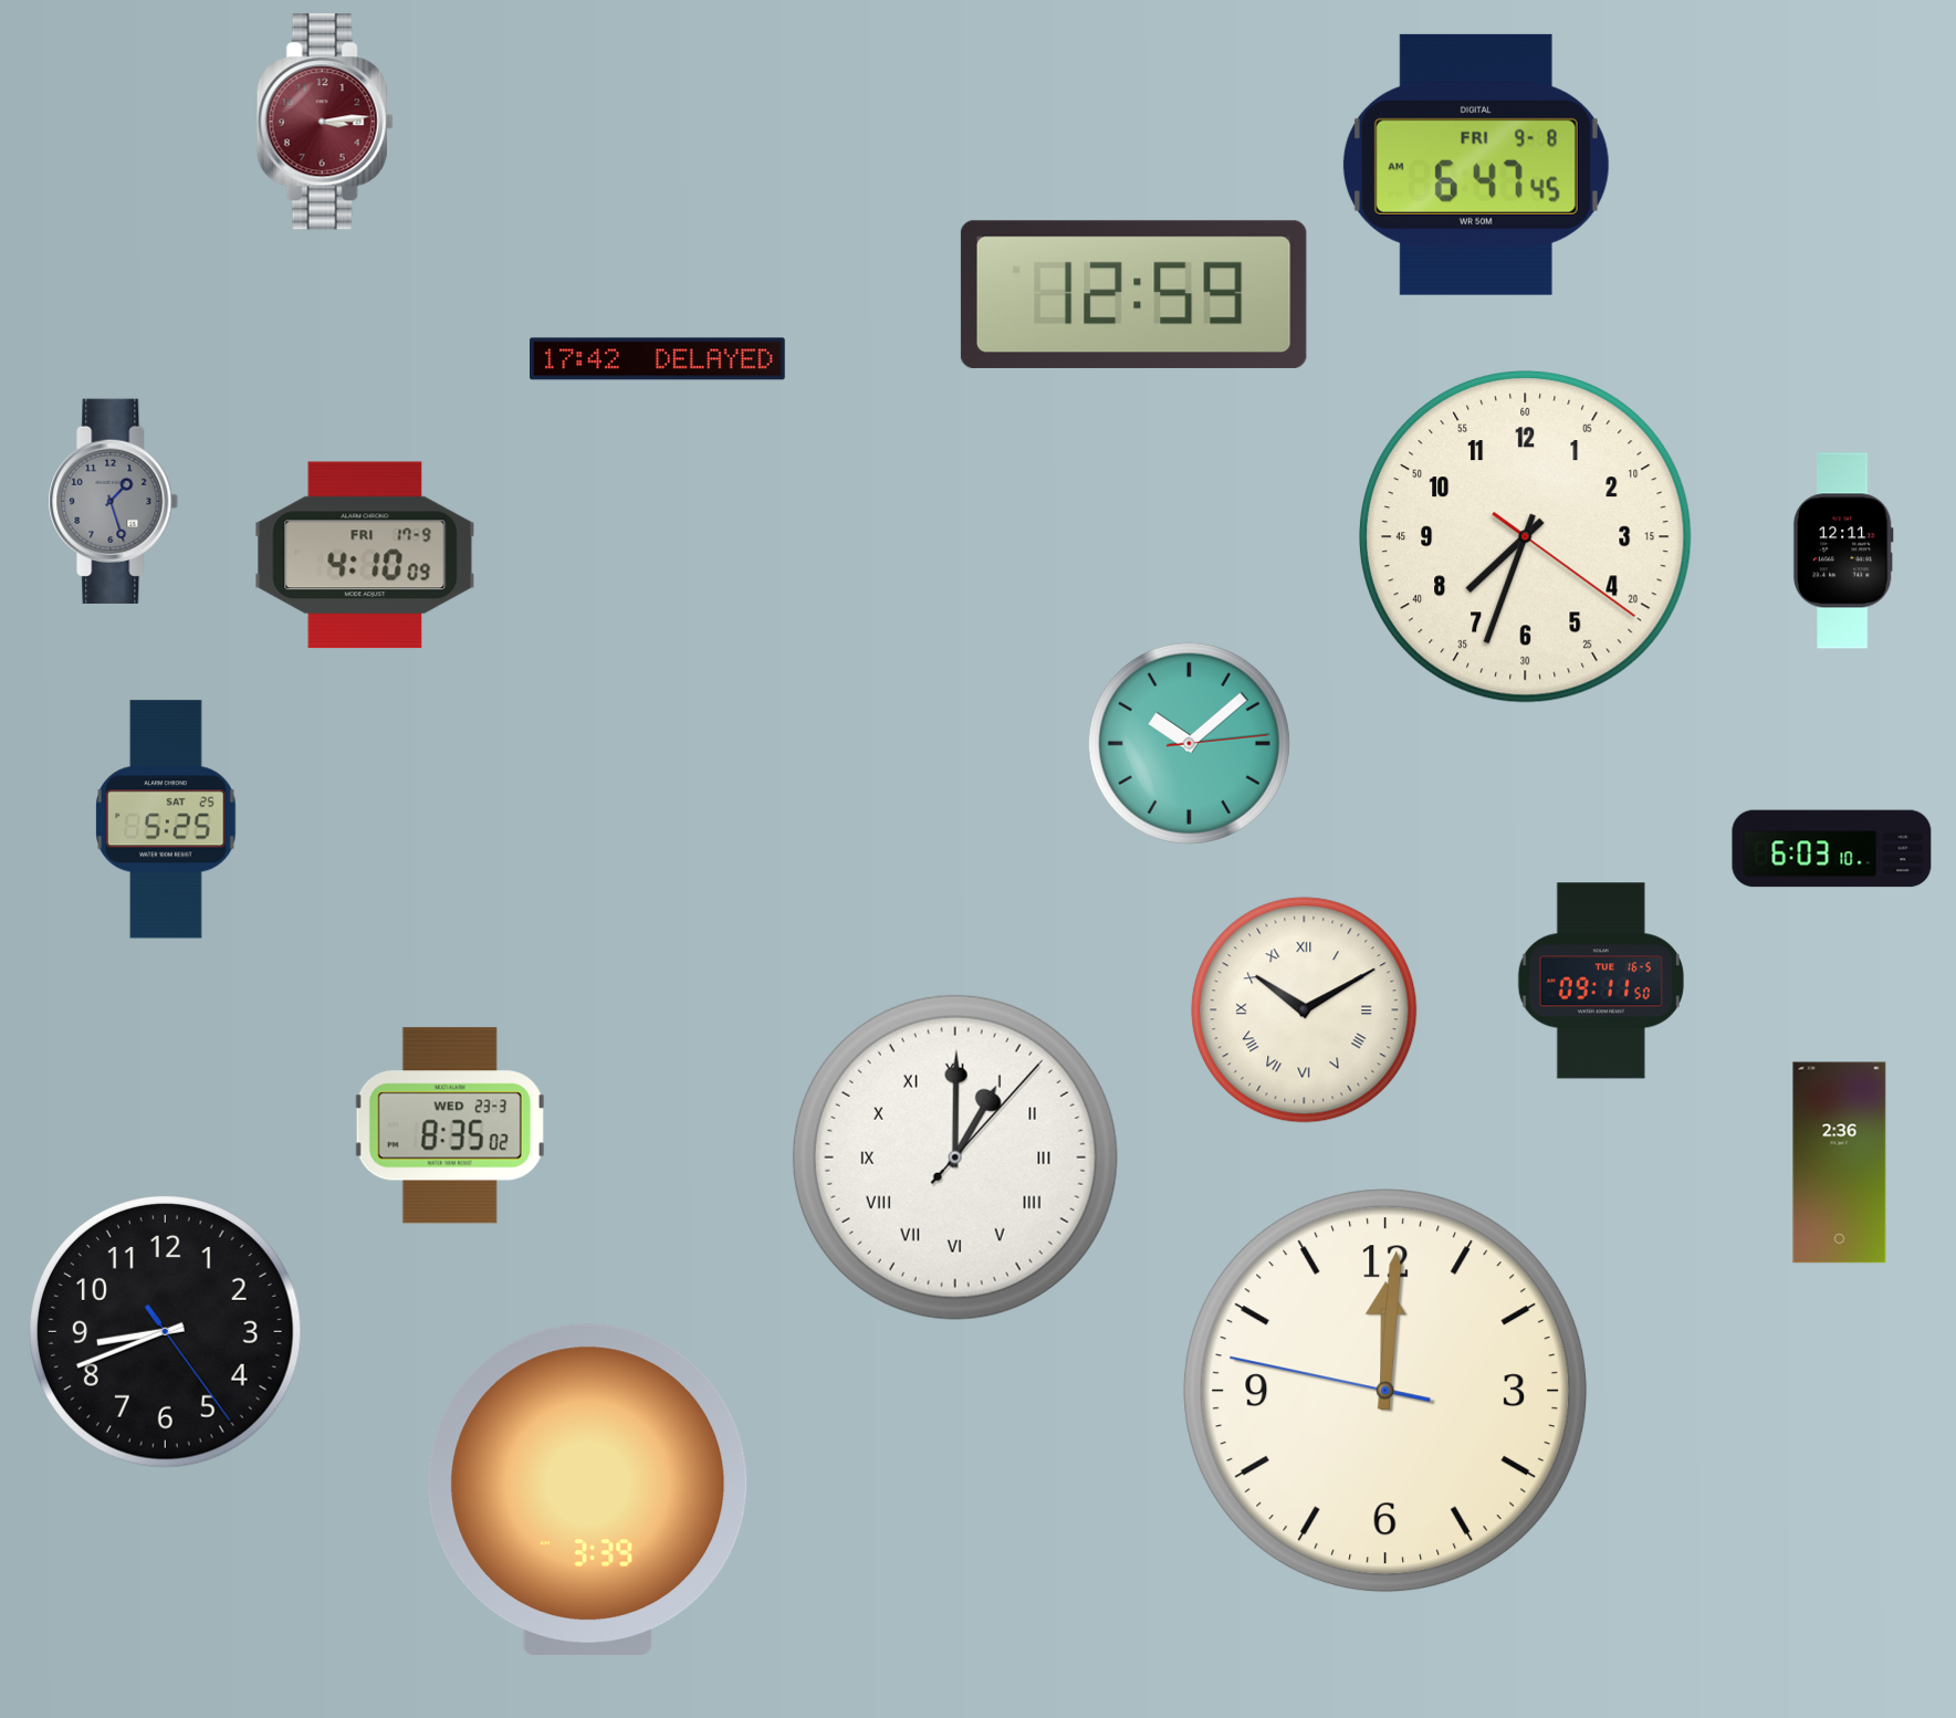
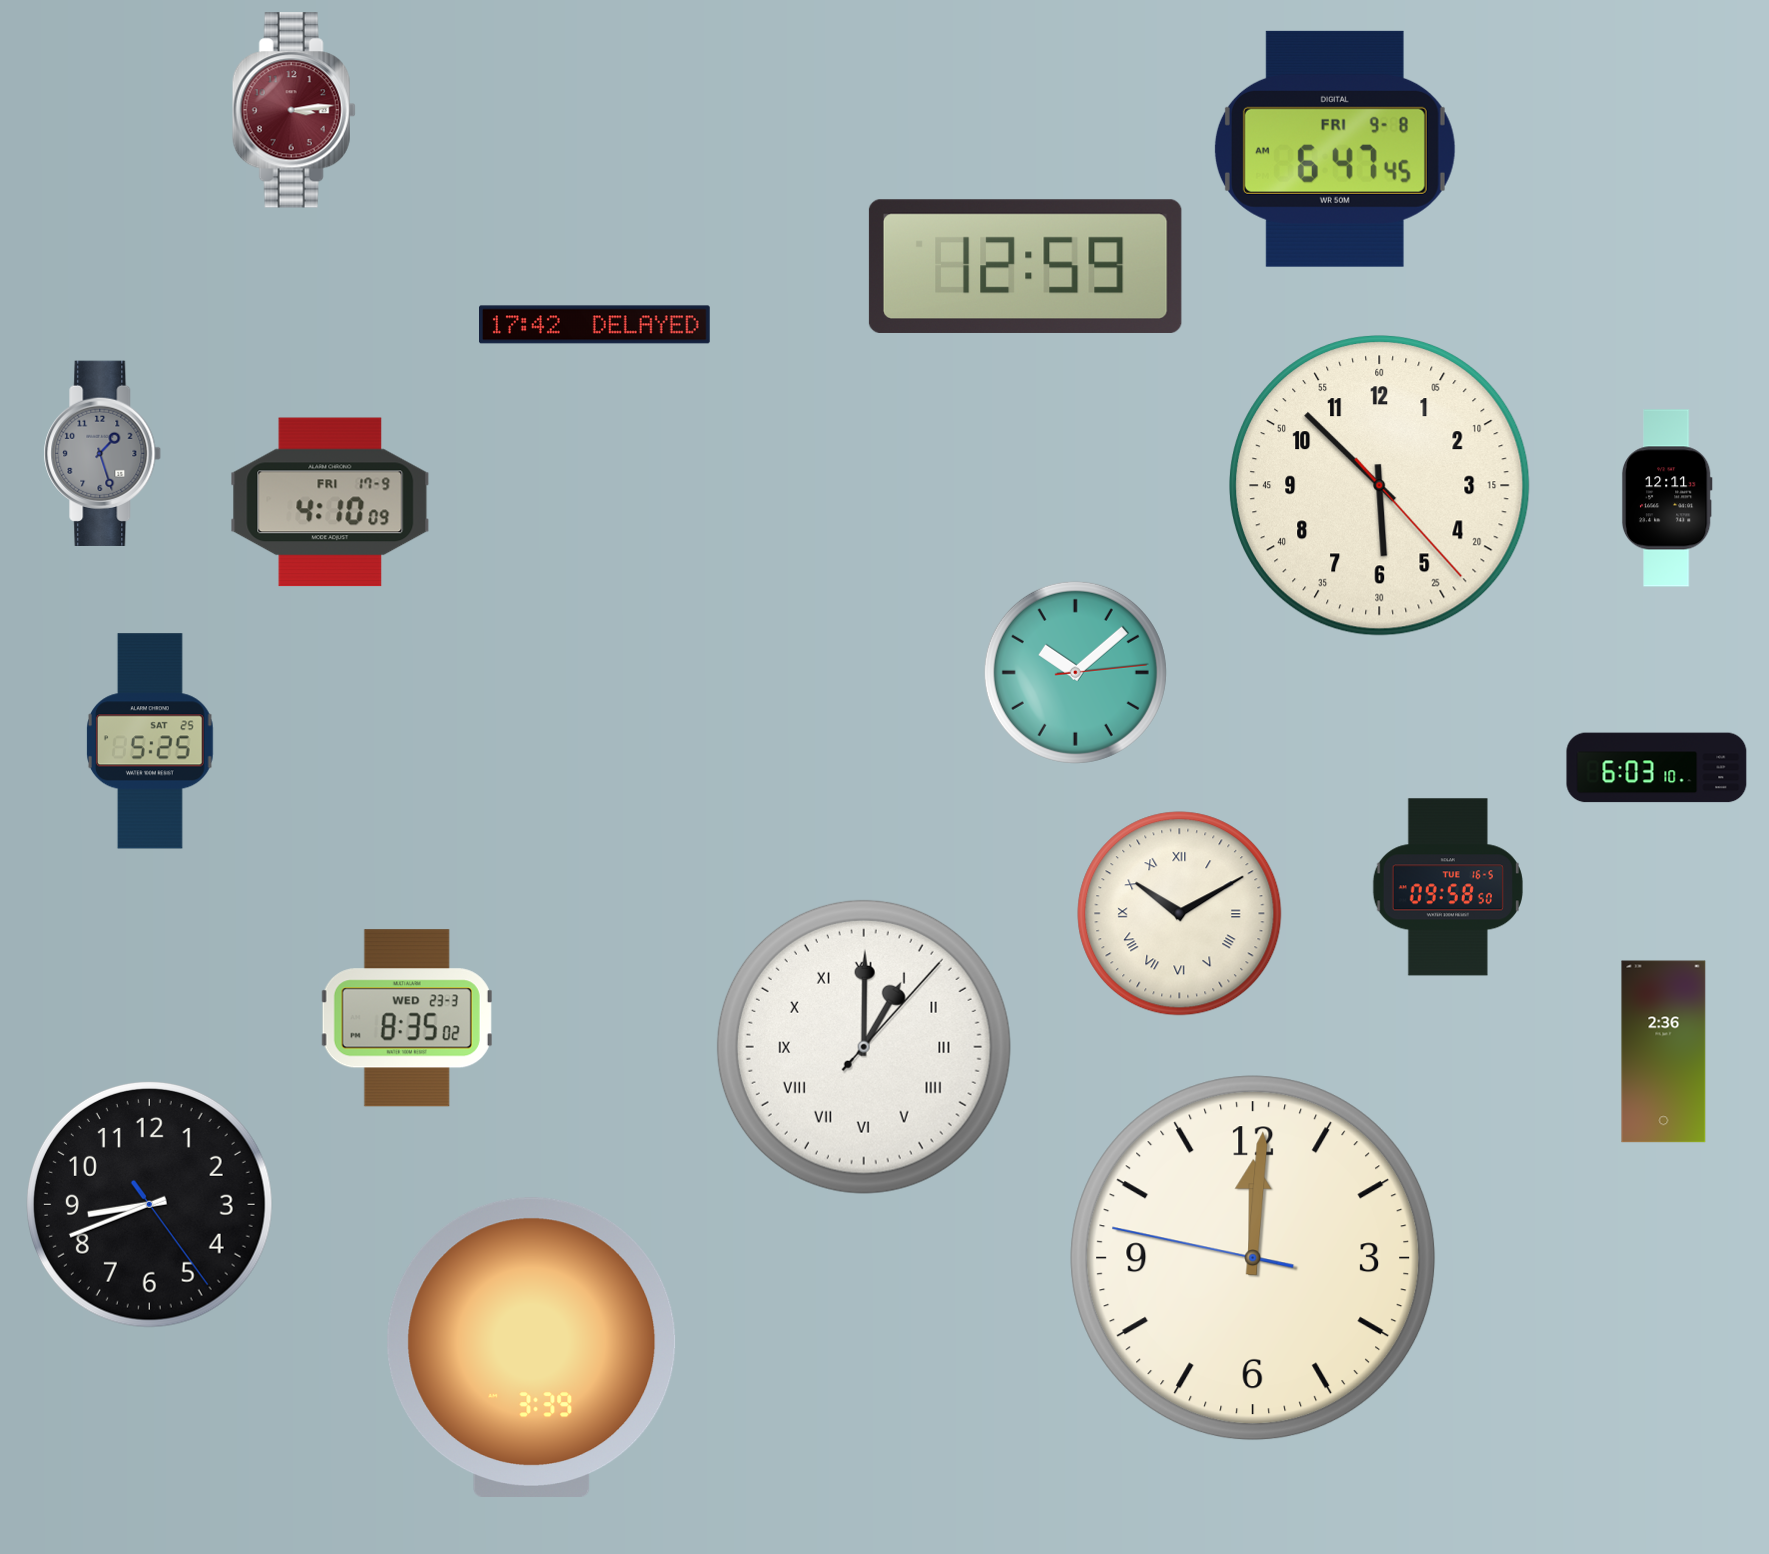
clock at (1526, 537): 7:33 -> 5:52
clock at (1601, 981): 09:11 -> 09:58
